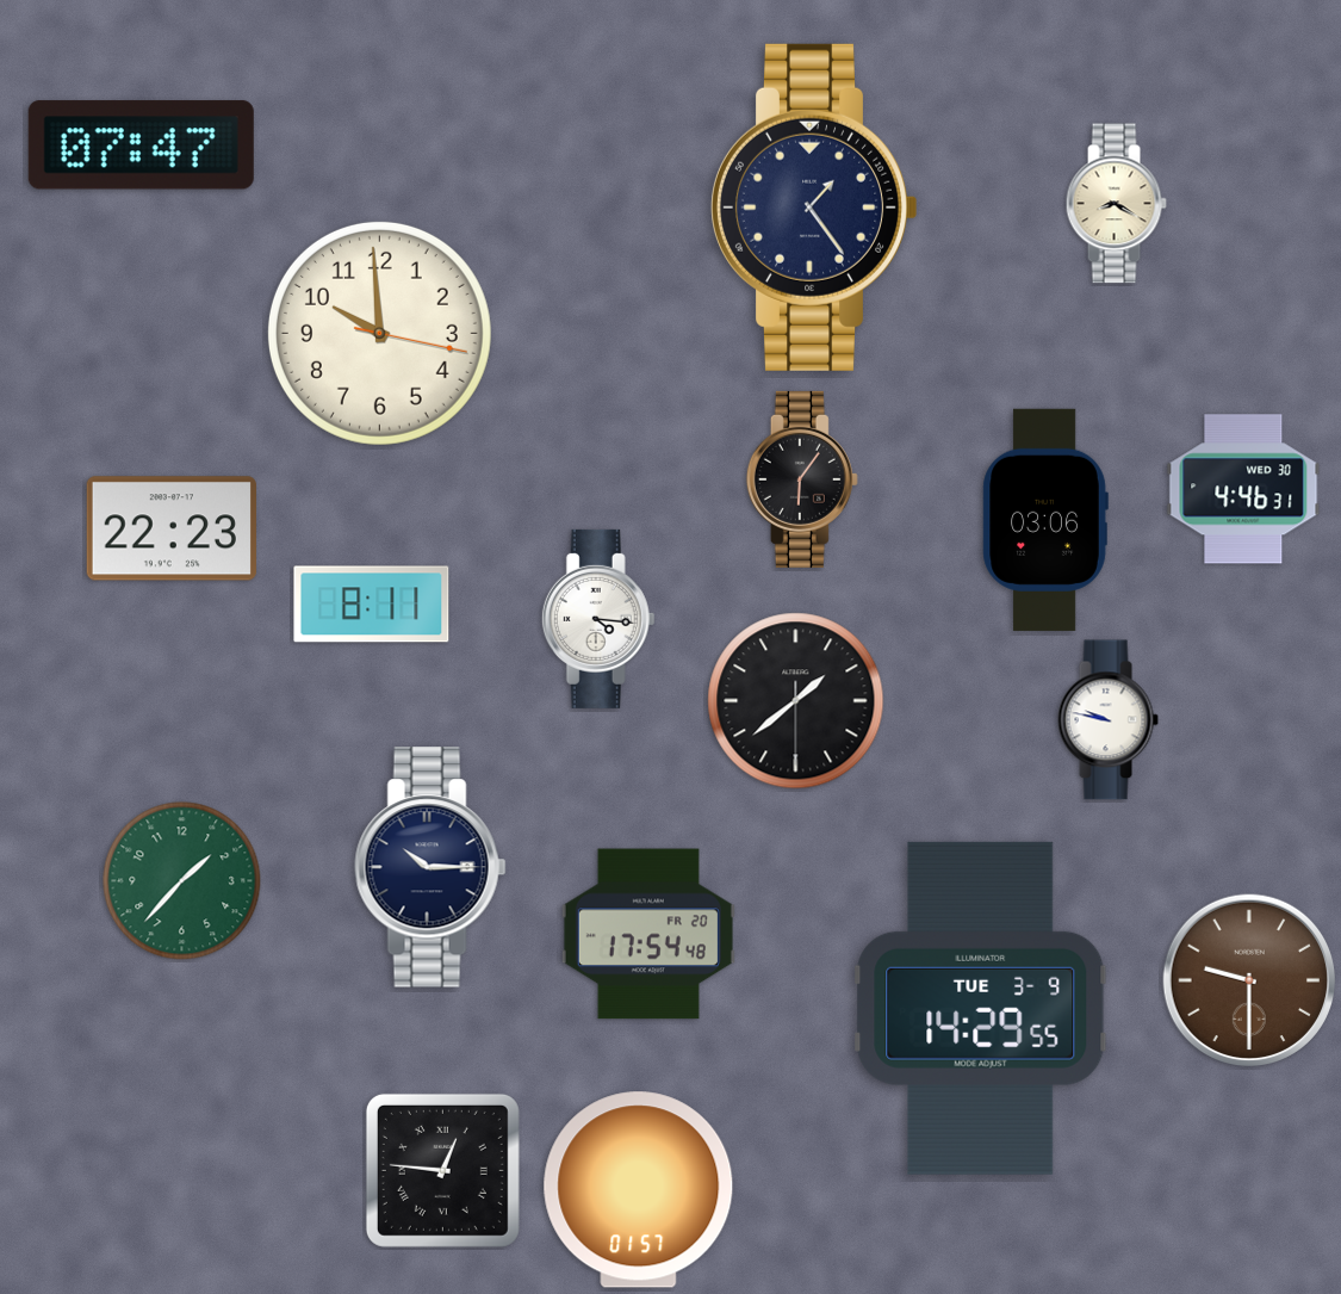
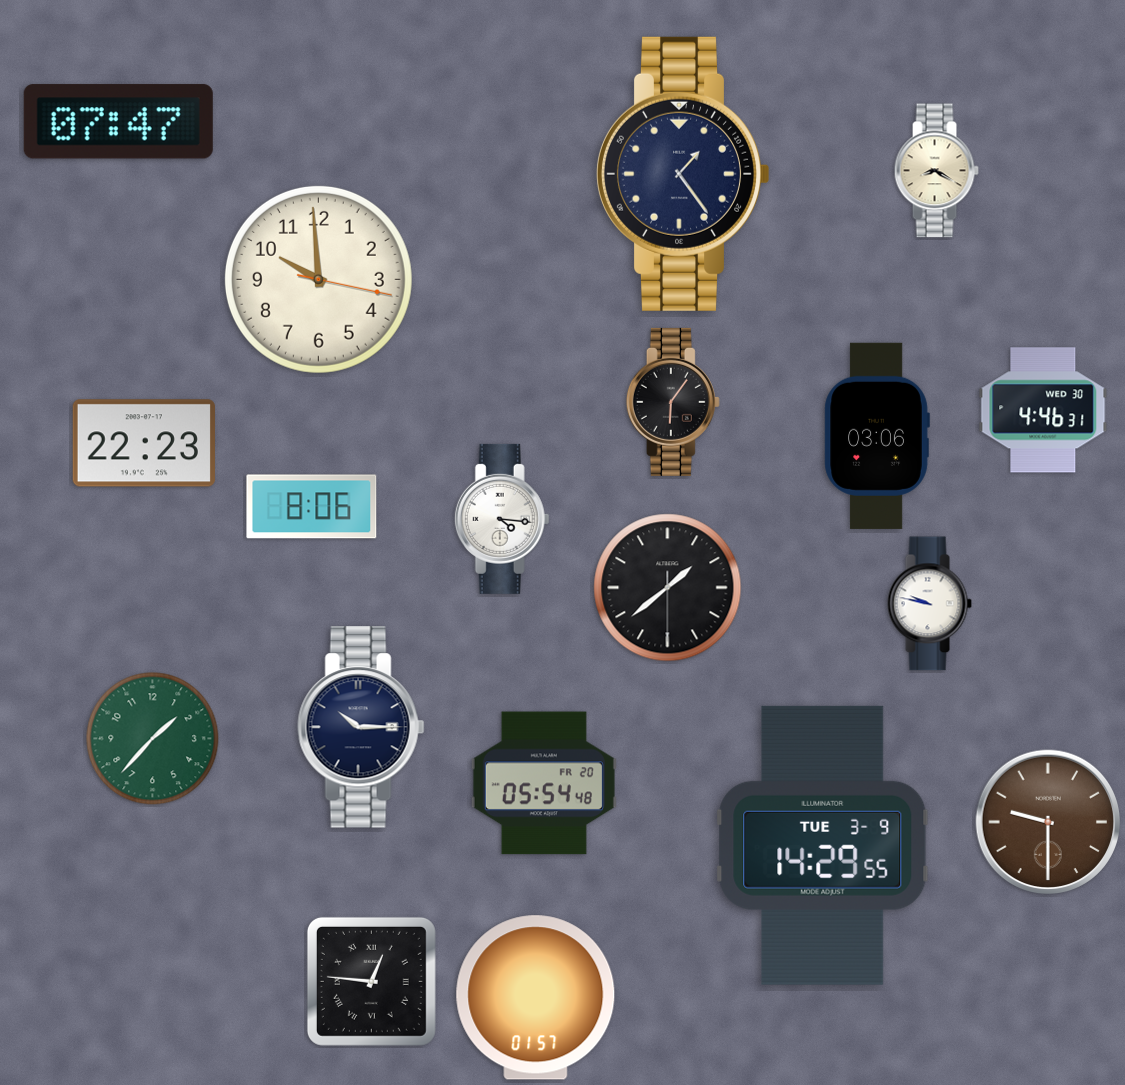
clock at (372, 605): 8:11 -> 8:06
clock at (648, 934): 17:54 -> 05:54
